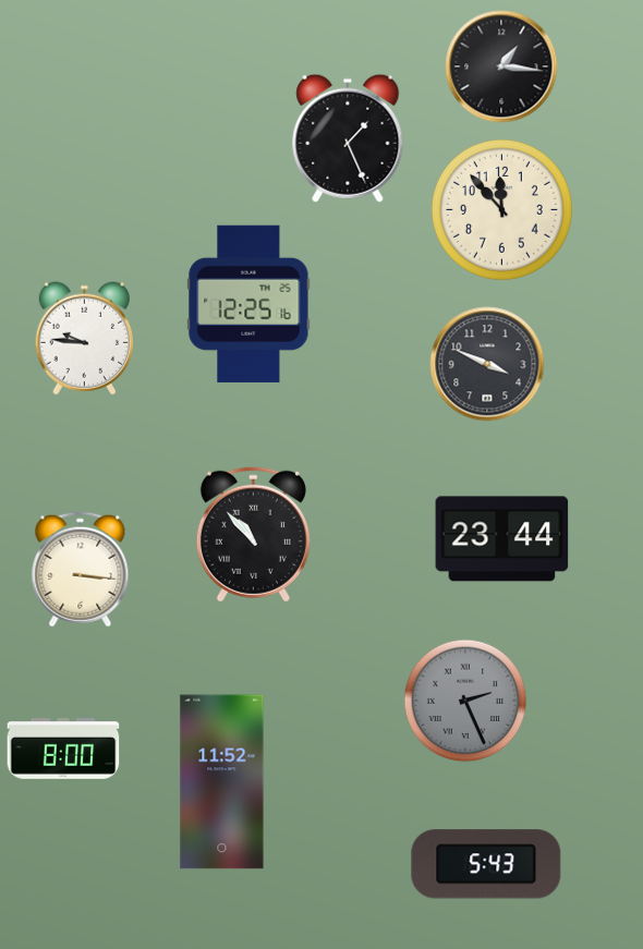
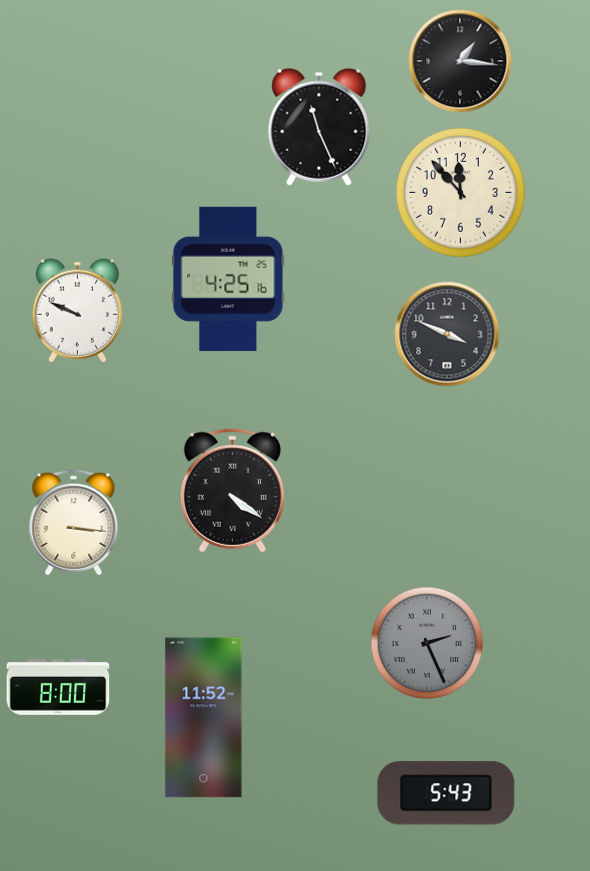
clock at (348, 138): 1:26 -> 11:26
clock at (248, 304): 12:25 -> 4:25
clock at (84, 339): 9:46 -> 9:49
clock at (253, 534): 10:53 -> 4:21
clock at (502, 539): 23:44 -> none
